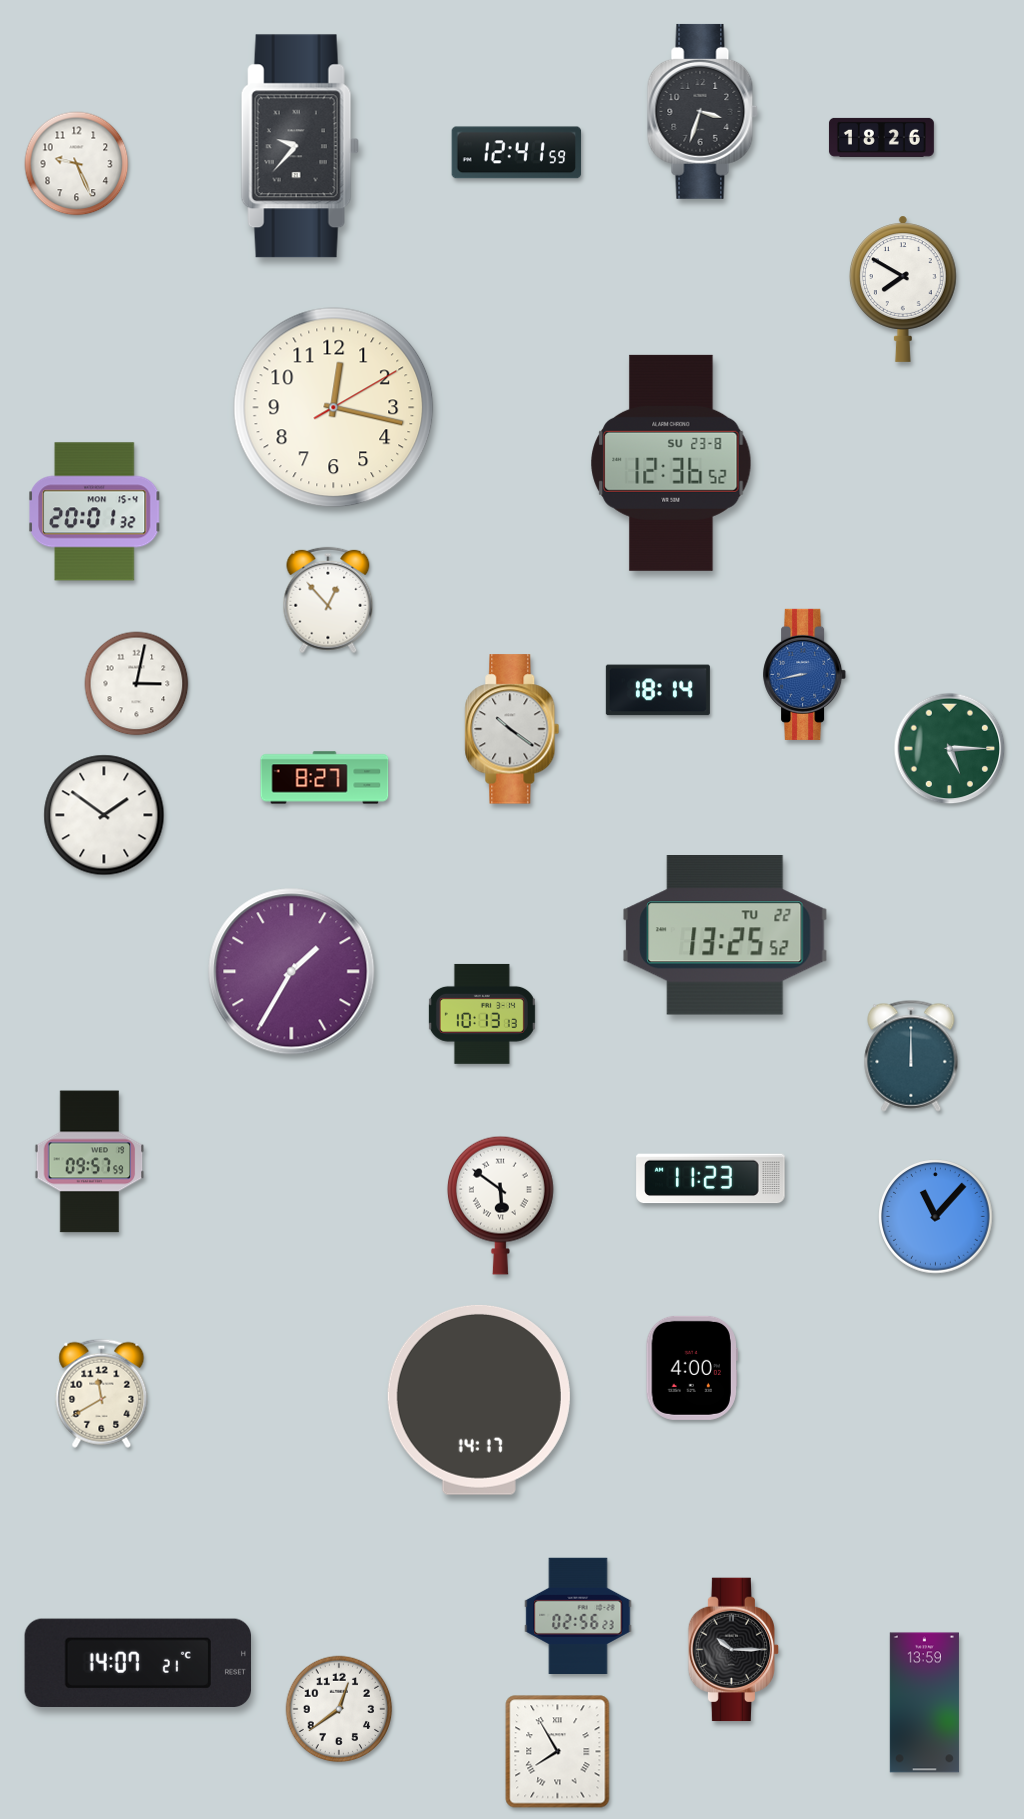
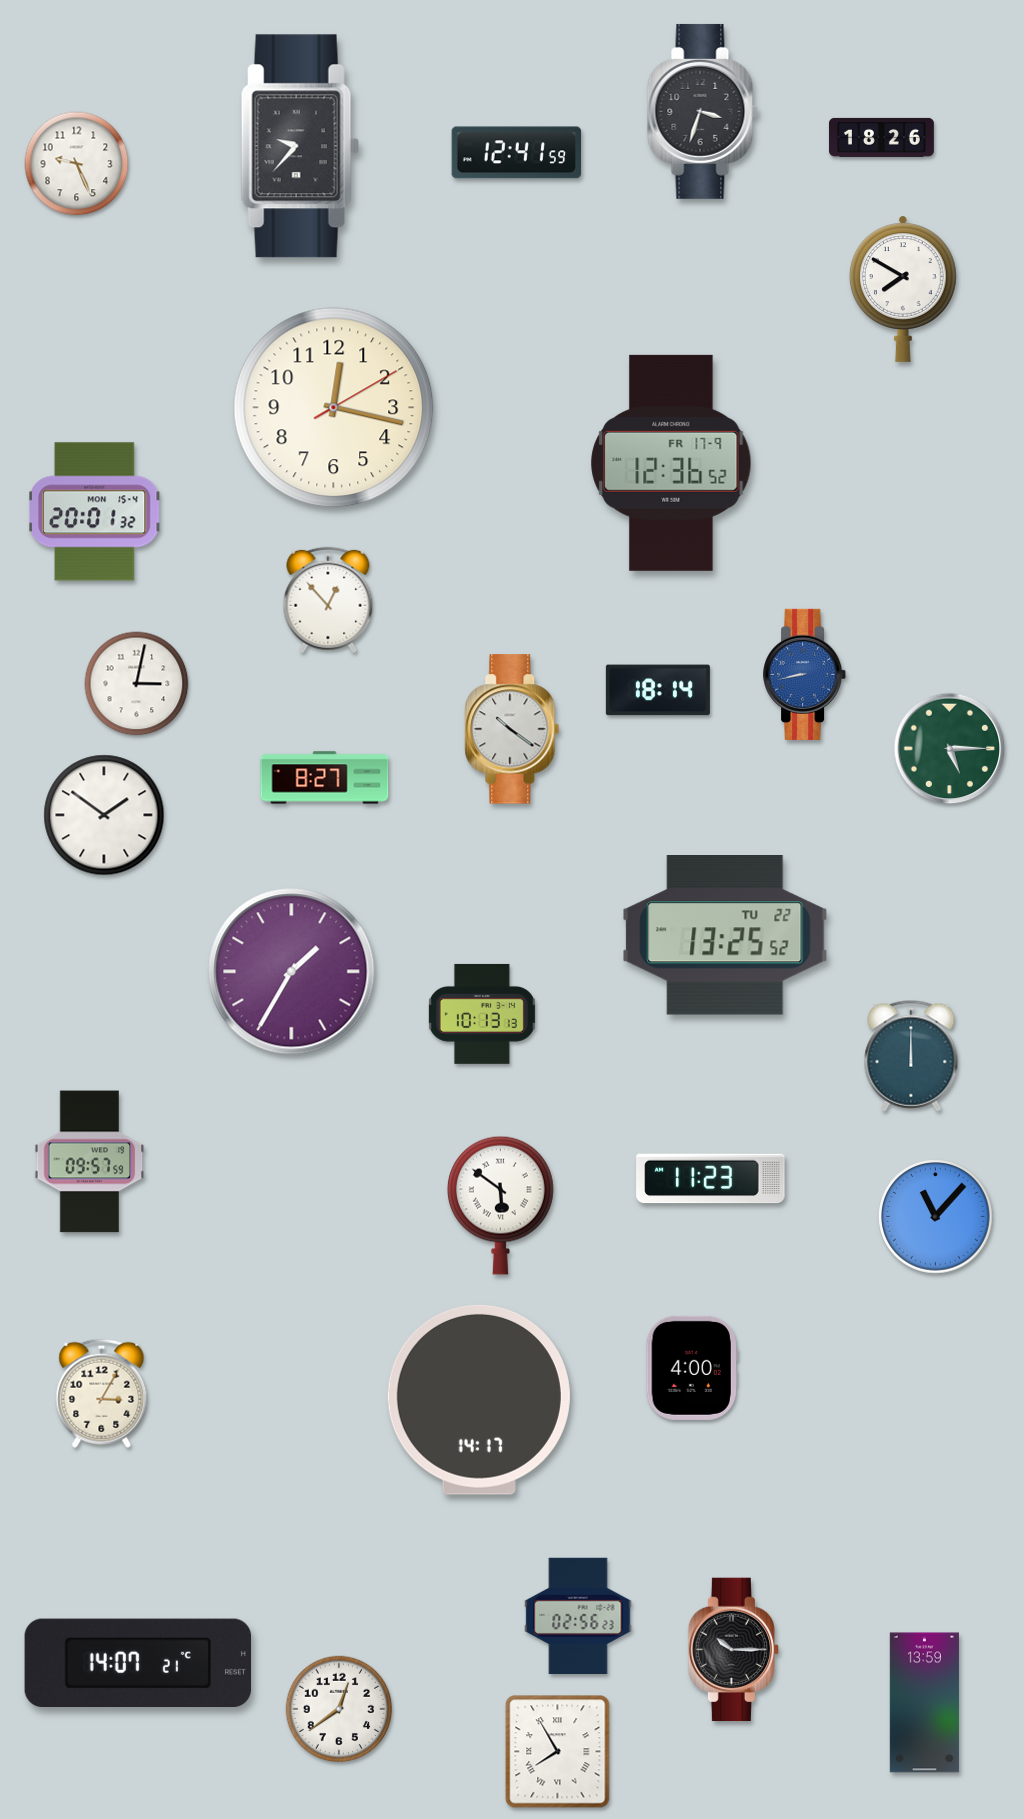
clock at (671, 463) date: SU 23-8 -> FR 17-9
clock at (102, 1393): 11:40 -> 3:05
